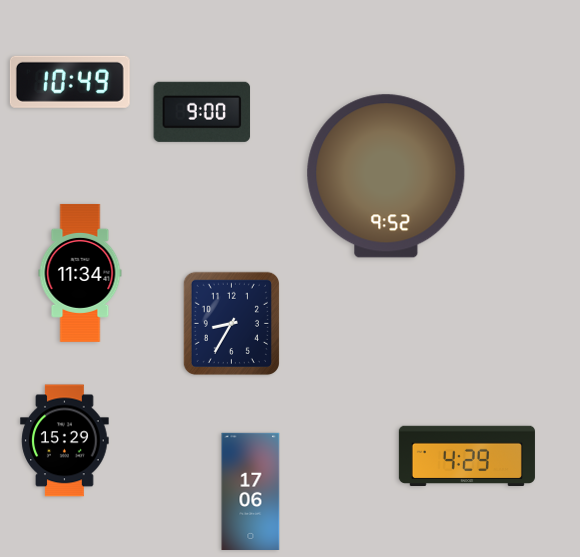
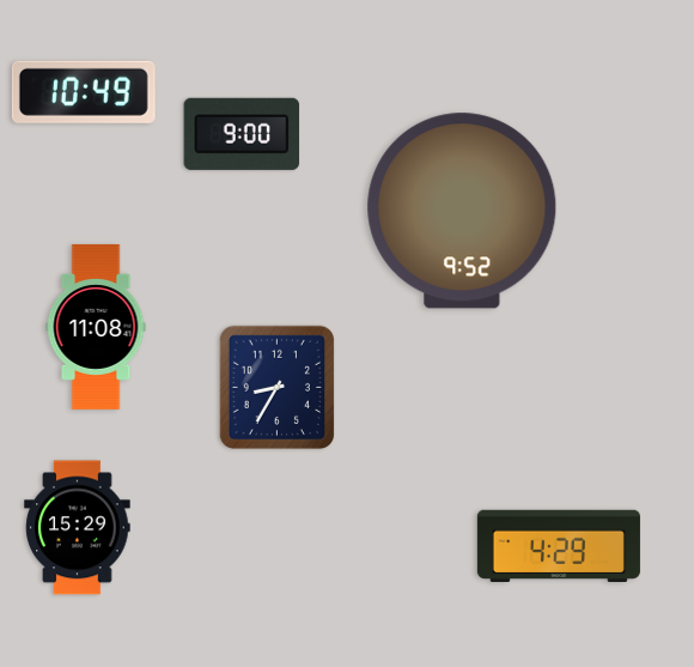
clock at (70, 82) position: (70, 82) -> (84, 92)
clock at (80, 273): 11:34 -> 11:08
clock at (251, 491): 17:06 -> none
